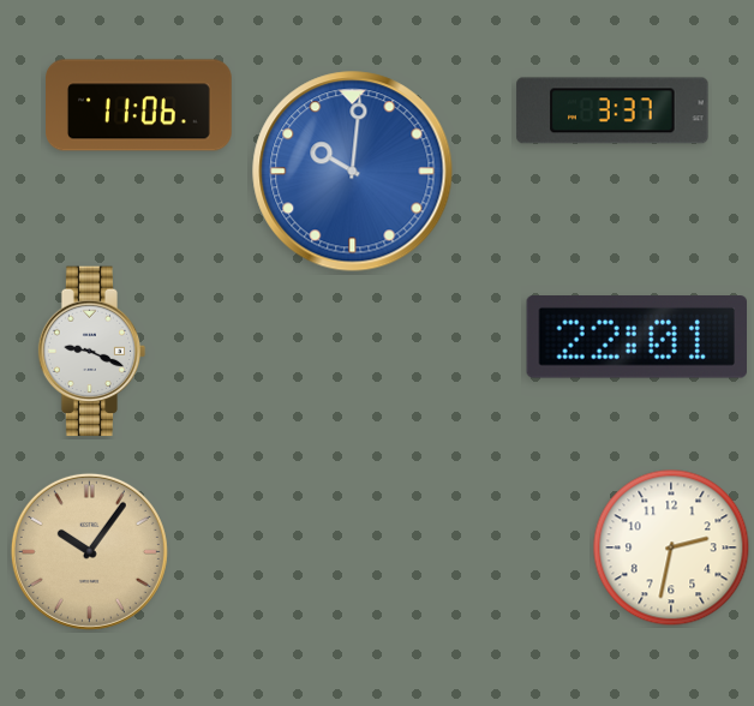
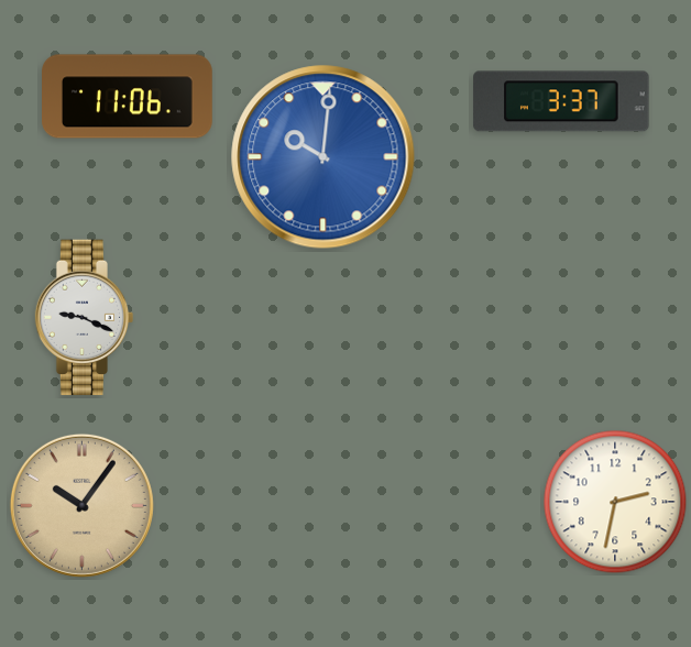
clock at (636, 337): 22:01 -> none
clock at (92, 352) position: (92, 352) -> (85, 318)
